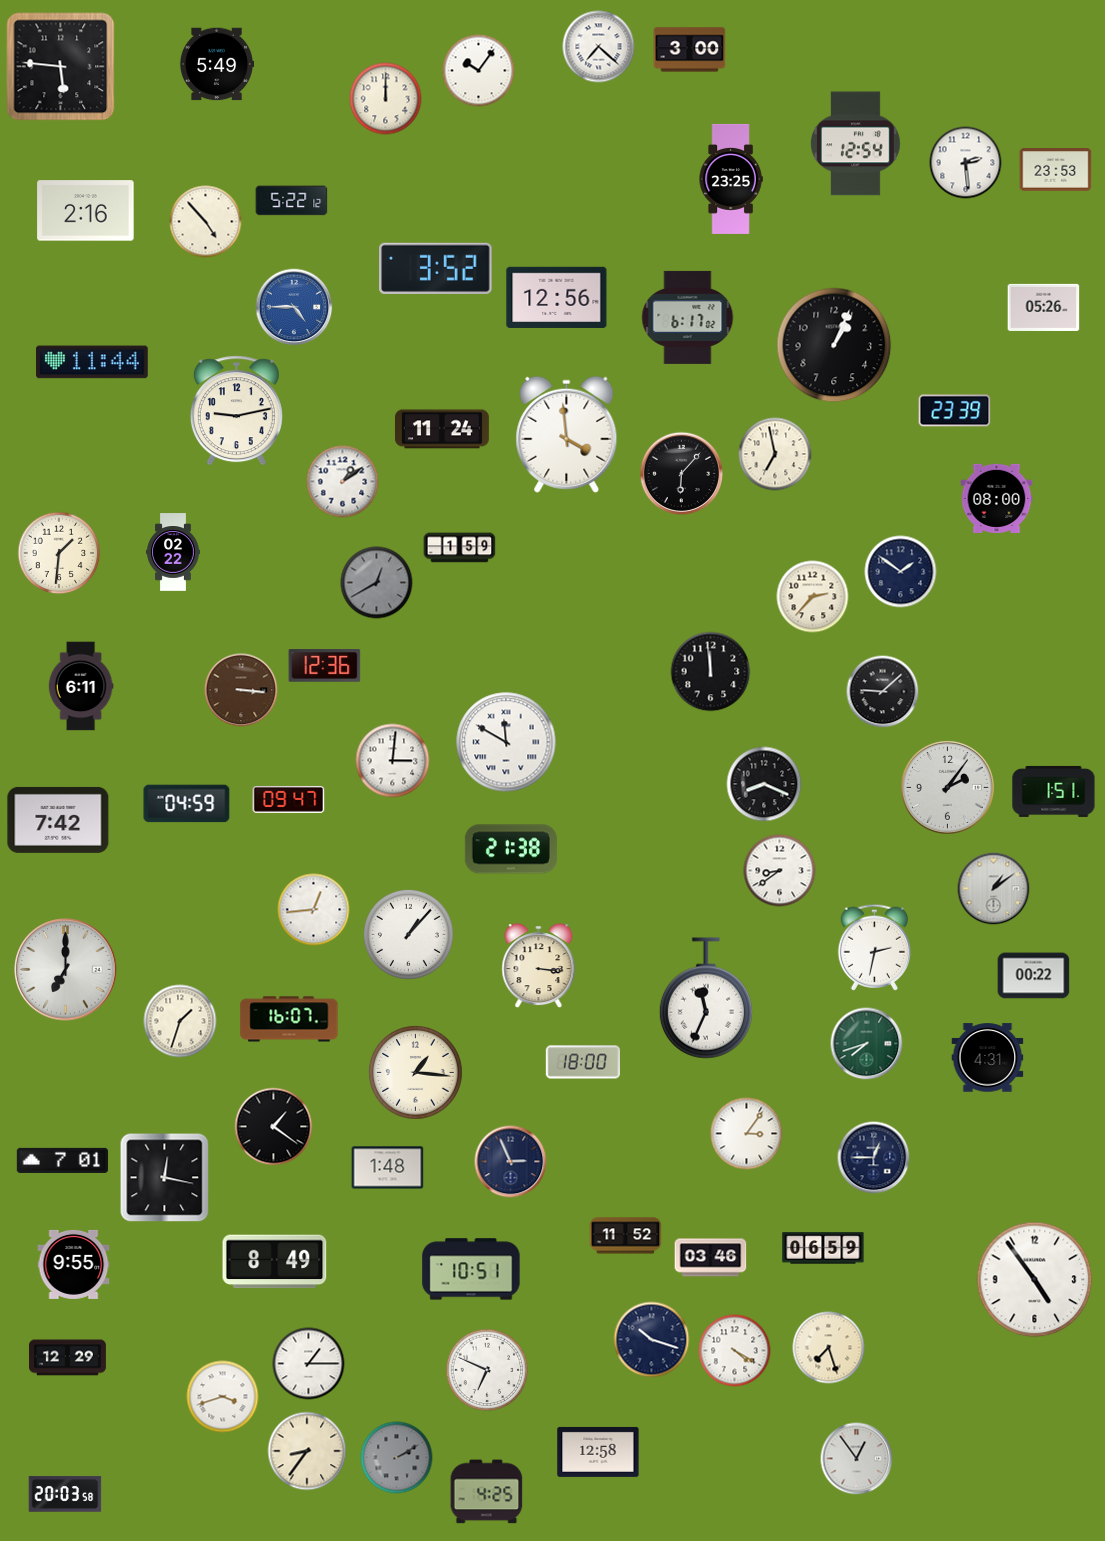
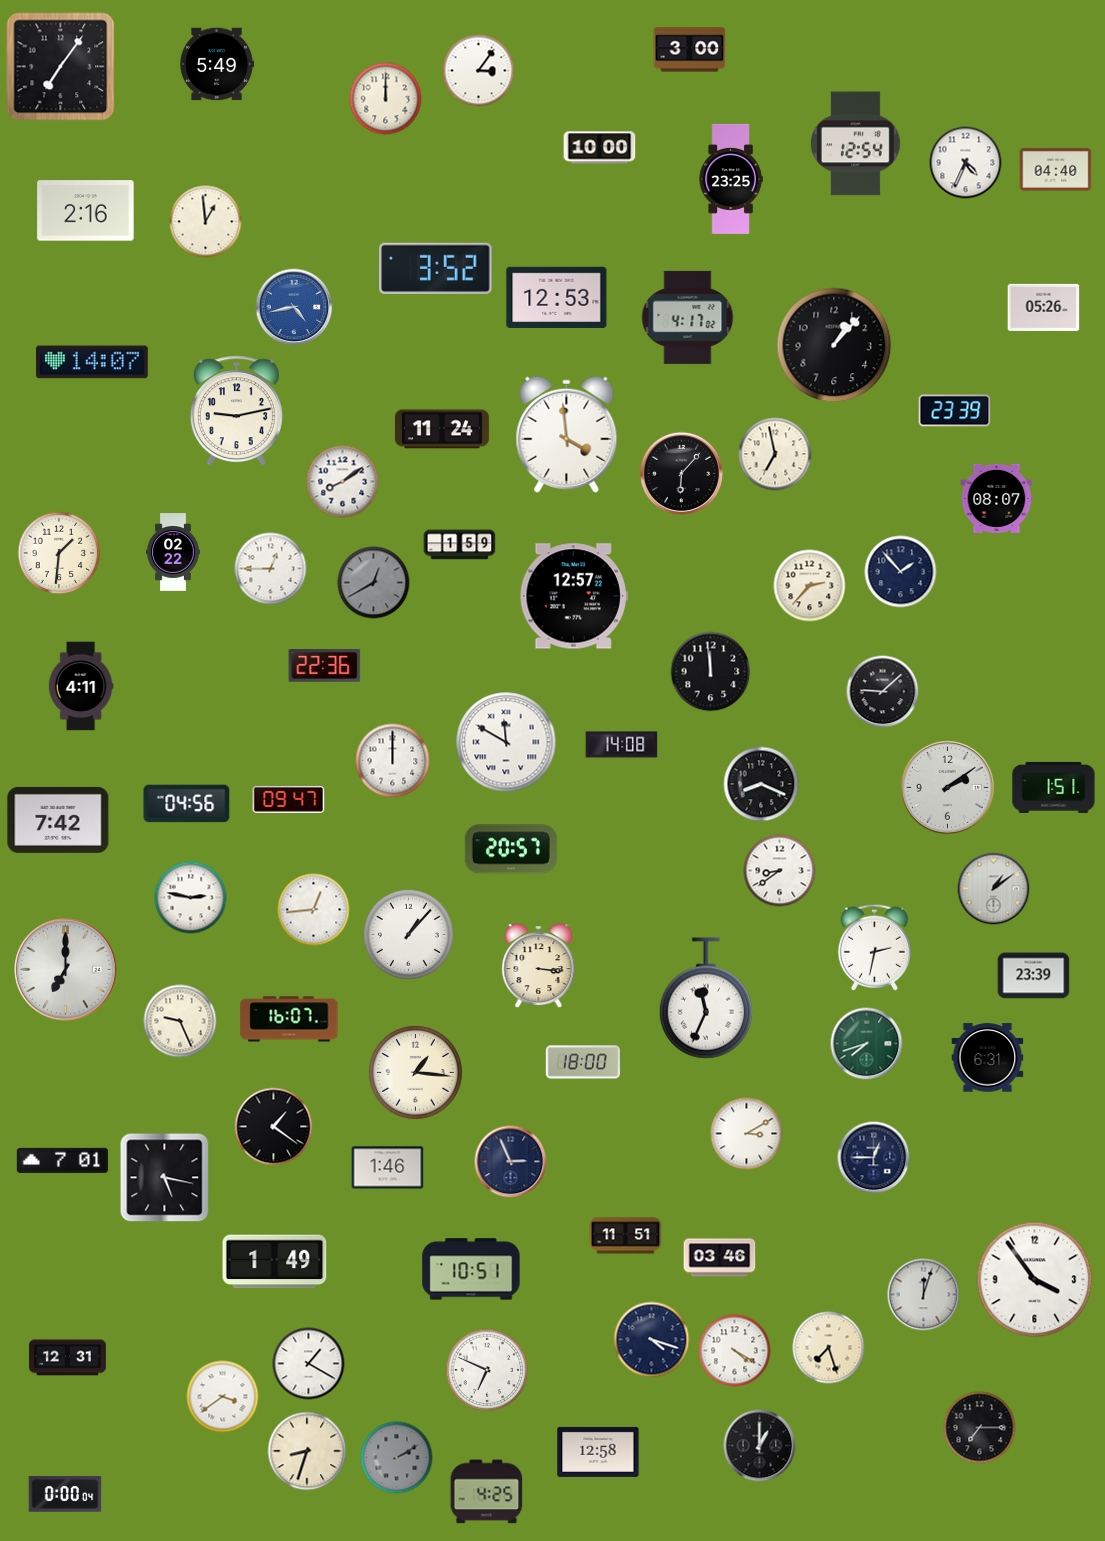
clock at (599, 47): 7:22 -> none
clock at (61, 67): 5:46 -> 7:06
clock at (479, 71): 10:06 -> 3:06
clock at (600, 148): none -> 10:00
clock at (966, 163): 2:29 -> 4:34
clock at (1056, 170): 23:53 -> 04:40
clock at (292, 201): 5:22 -> none
clock at (206, 222): 4:53 -> 12:59
clock at (557, 297): 12:56 -> 12:53
clock at (294, 307): 4:45 -> 4:43
clock at (688, 317): 6:17 -> 4:17
clock at (834, 345): 1:04 -> 1:07
clock at (93, 362): 11:44 -> 14:07
clock at (343, 482): 1:09 -> 8:09
clock at (997, 498): 08:00 -> 08:07
clock at (460, 548) position: (460, 548) -> (460, 545)
clock at (271, 569): none -> 12:45
clock at (901, 572): 1:51 -> 1:53
clock at (377, 583) position: (377, 583) -> (374, 583)
clock at (574, 596): none -> 12:57
clock at (813, 597) position: (813, 597) -> (810, 586)
clock at (325, 666): 12:36 -> 22:36
clock at (81, 686): 6:11 -> 4:11
clock at (241, 690): 3:16 -> none
clock at (622, 745): none -> 14:08
clock at (393, 761): 3:01 -> 12:00
clock at (764, 784) position: (764, 784) -> (761, 784)
clock at (947, 787): 2:06 -> 2:09
clock at (1054, 791) position: (1054, 791) -> (1054, 787)
clock at (187, 804): 04:59 -> 04:56
clock at (511, 849): 21:38 -> 20:57
clock at (191, 898): none -> 2:47
clock at (1034, 976): 00:22 -> 23:39
clock at (180, 1021): 1:33 -> 9:26
clock at (988, 1058): 4:31 -> 6:31
clock at (747, 1134): 3:06 -> 3:10
clock at (388, 1168): 1:48 -> 1:46
clock at (165, 1178): 12:17 -> 5:17
clock at (626, 1236): 11:52 -> 11:51
clock at (823, 1248): 06:59 -> none
clock at (711, 1258) position: (711, 1258) -> (720, 1258)
clock at (275, 1262): 8:49 -> 1:49
clock at (74, 1264): 9:55 -> none
clock at (1035, 1280): 4:54 -> 3:54
clock at (924, 1295): none -> 12:03
clock at (652, 1340): 10:18 -> 4:18
clock at (68, 1358): 12:29 -> 12:31
clock at (309, 1364): 1:15 -> 1:20
clock at (223, 1397): 3:42 -> 3:39
clock at (980, 1428): none -> 7:15
clock at (760, 1446): none -> 1:00
clock at (307, 1451): 8:36 -> 8:33
clock at (857, 1459): 12:54 -> none
clock at (65, 1494): 20:03 -> 0:00
